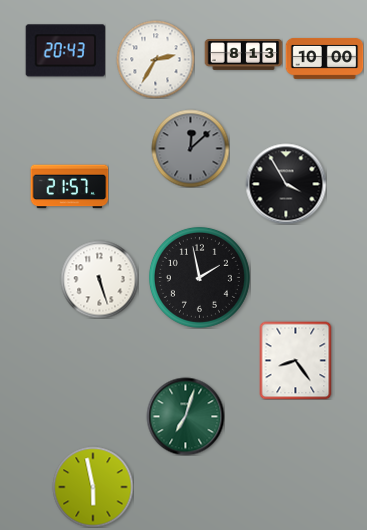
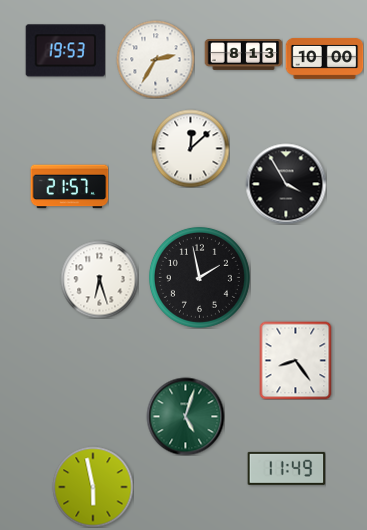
clock at (65, 51): 20:43 -> 19:53
clock at (190, 148) dial: grey -> white
clock at (99, 279): 5:27 -> 6:27
clock at (185, 416): 7:03 -> 5:03
clock at (286, 468): none -> 11:49
